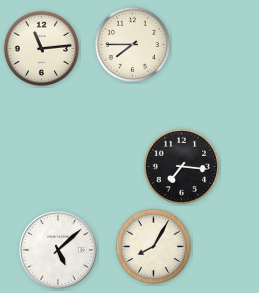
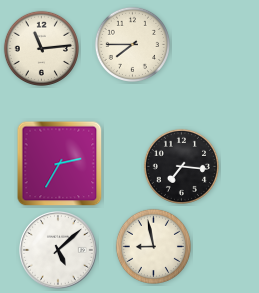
clock at (60, 164): none -> 2:35
clock at (153, 246): 8:05 -> 8:58
